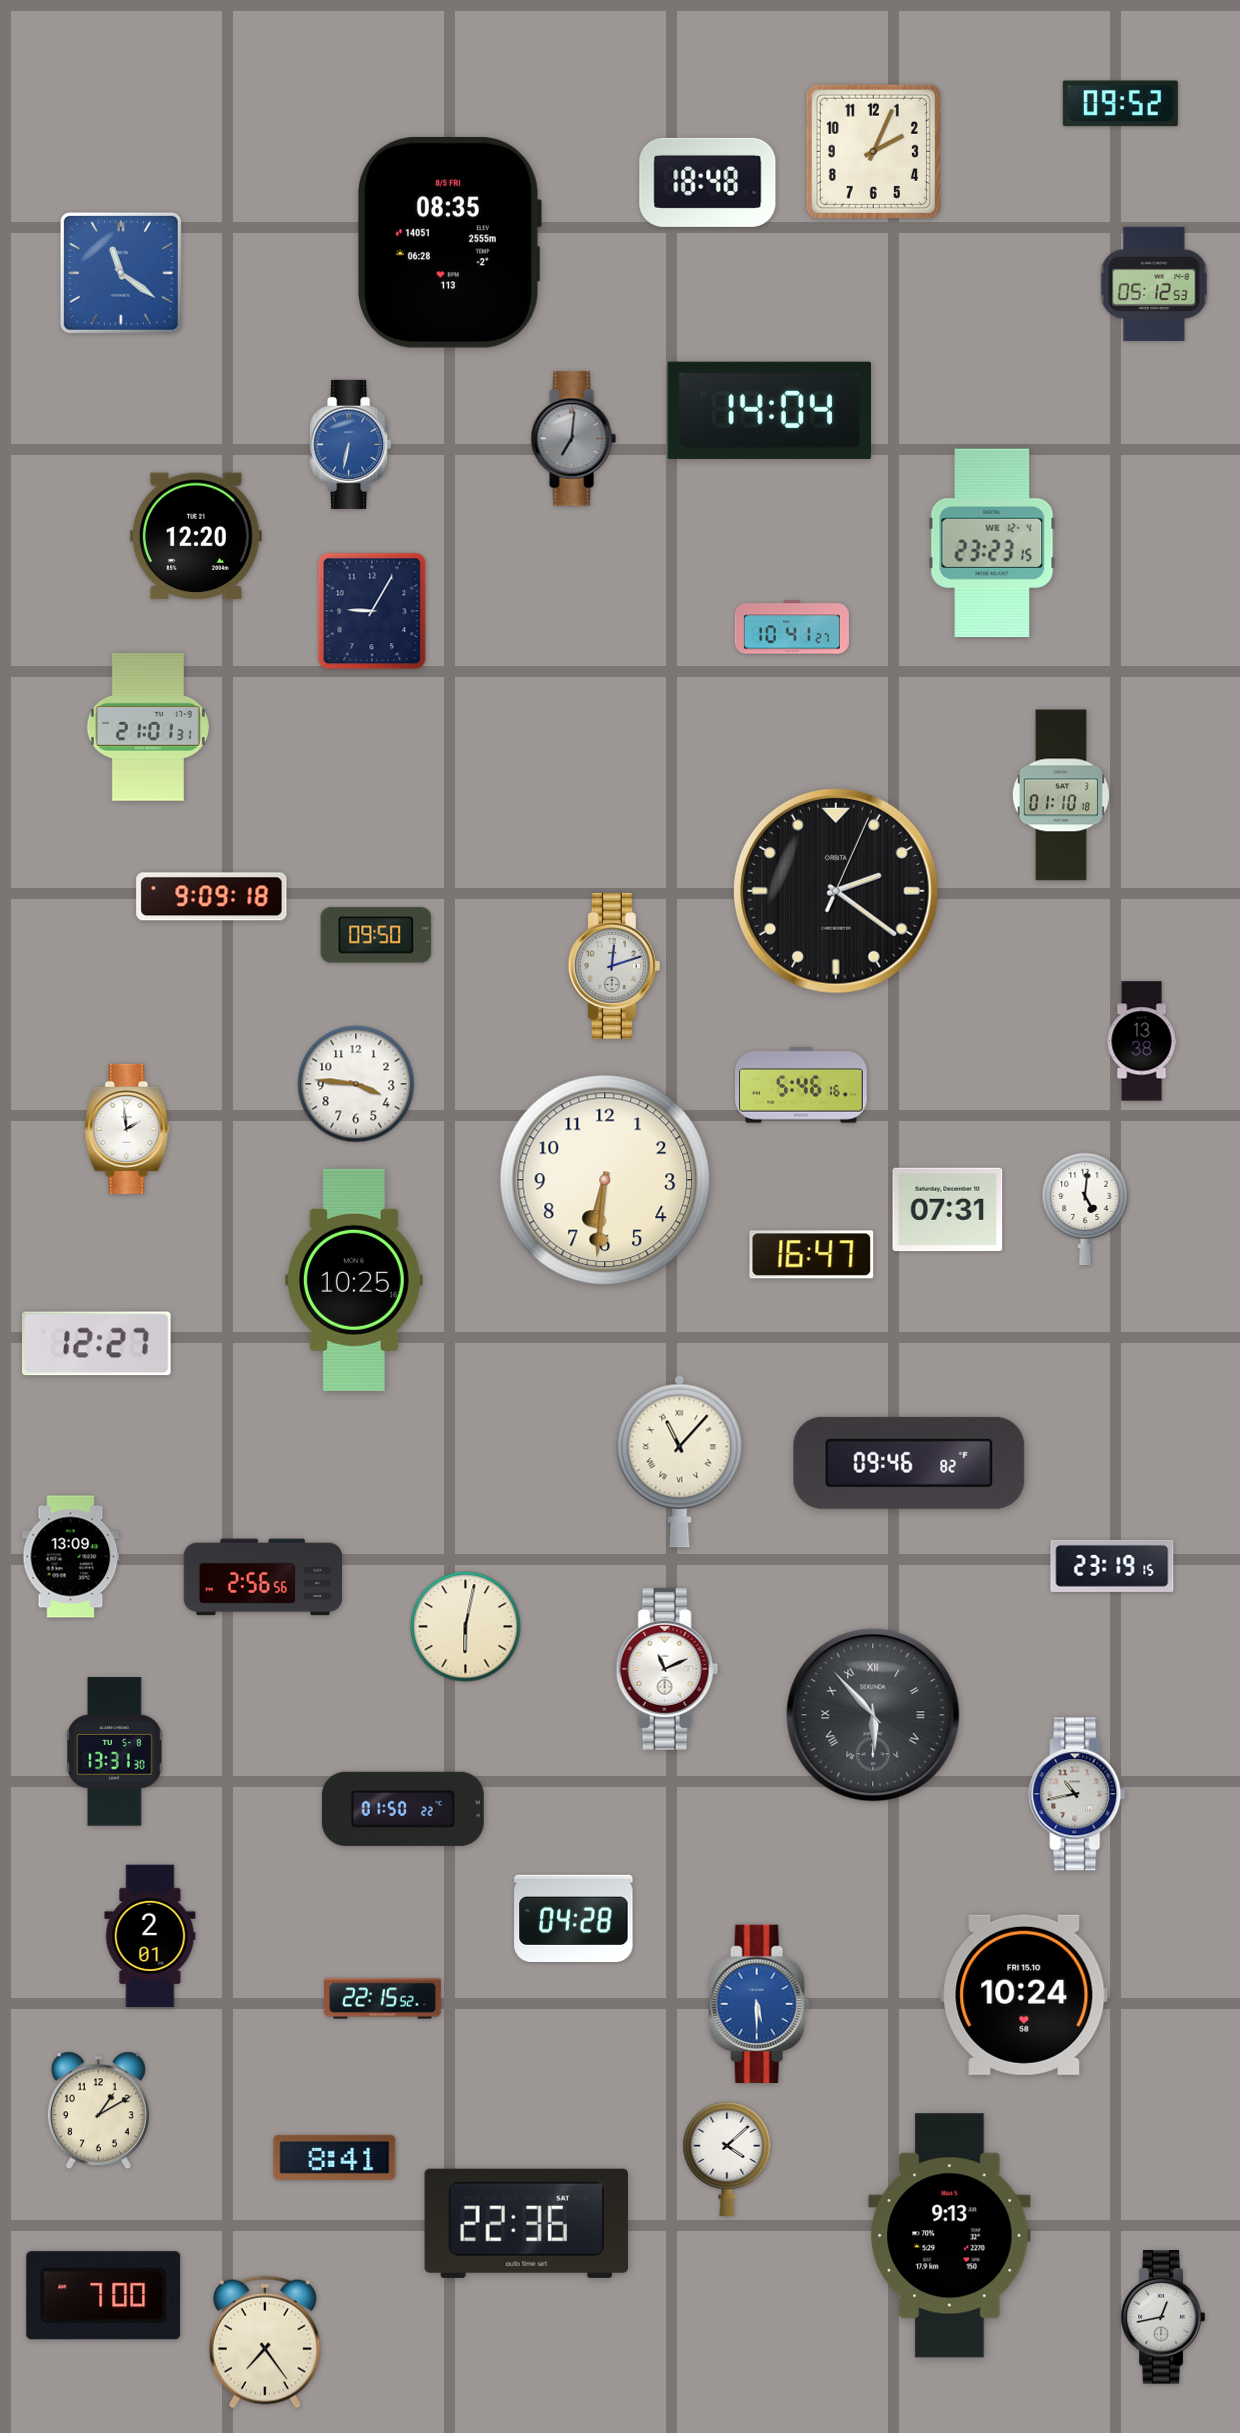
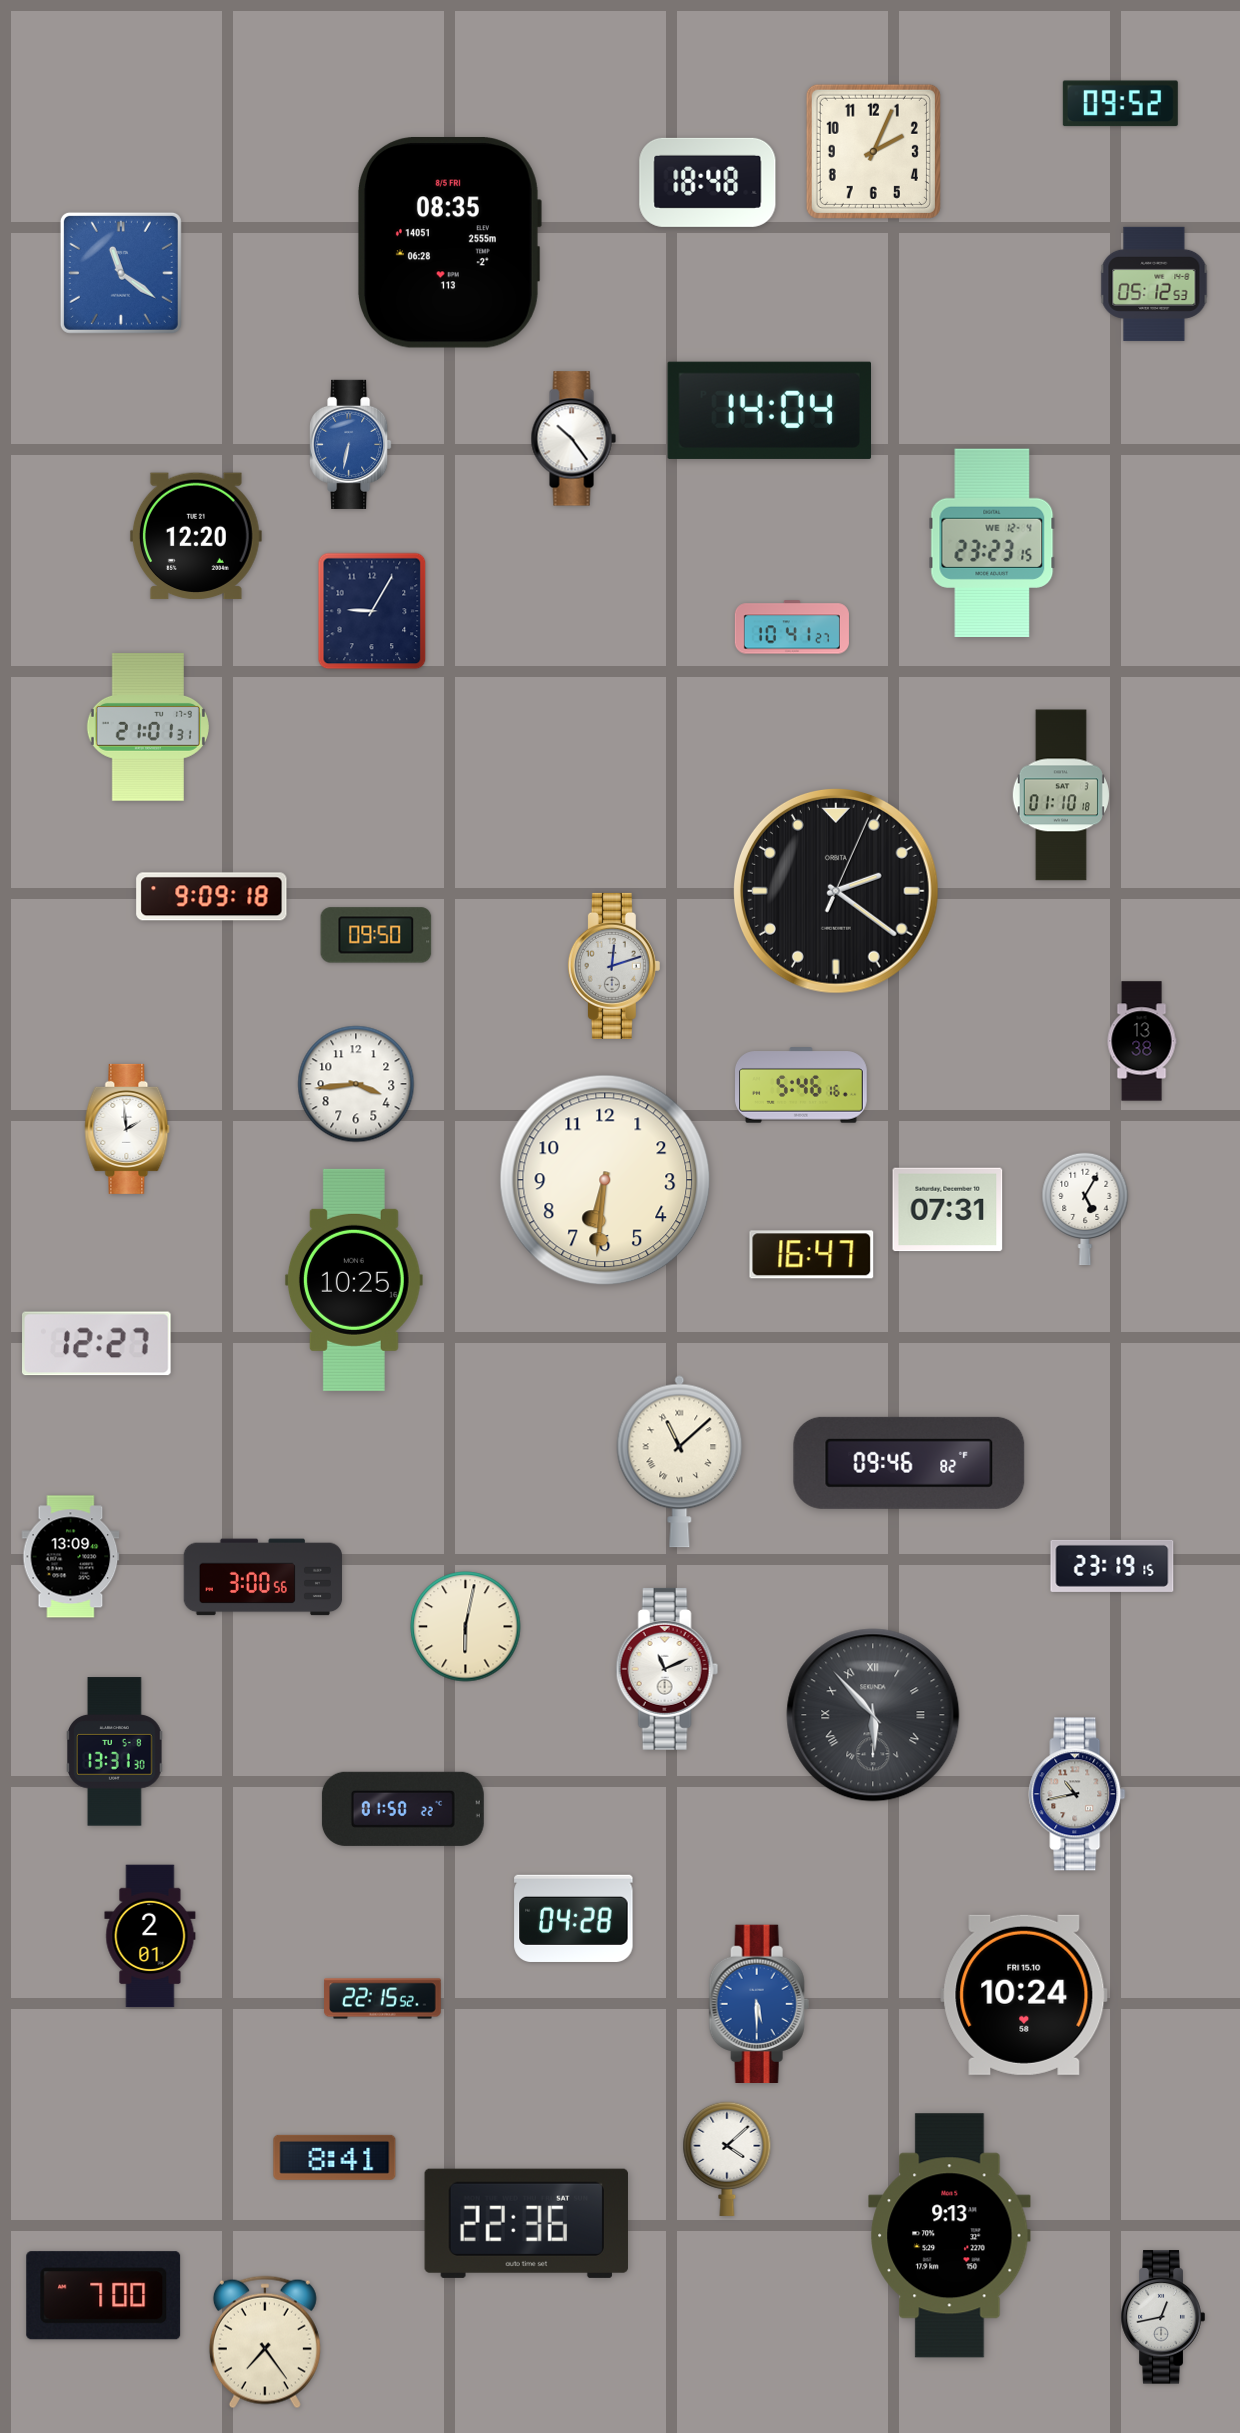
clock at (573, 439): 7:01 -> 10:24
clock at (573, 439) dial: grey -> white
clock at (356, 1084): 3:46 -> 3:44
clock at (1085, 1209): 5:01 -> 5:05
clock at (680, 1462): 11:07 -> 11:08
clock at (263, 1577): 2:56 -> 3:00
clock at (98, 2111): 1:10 -> none
